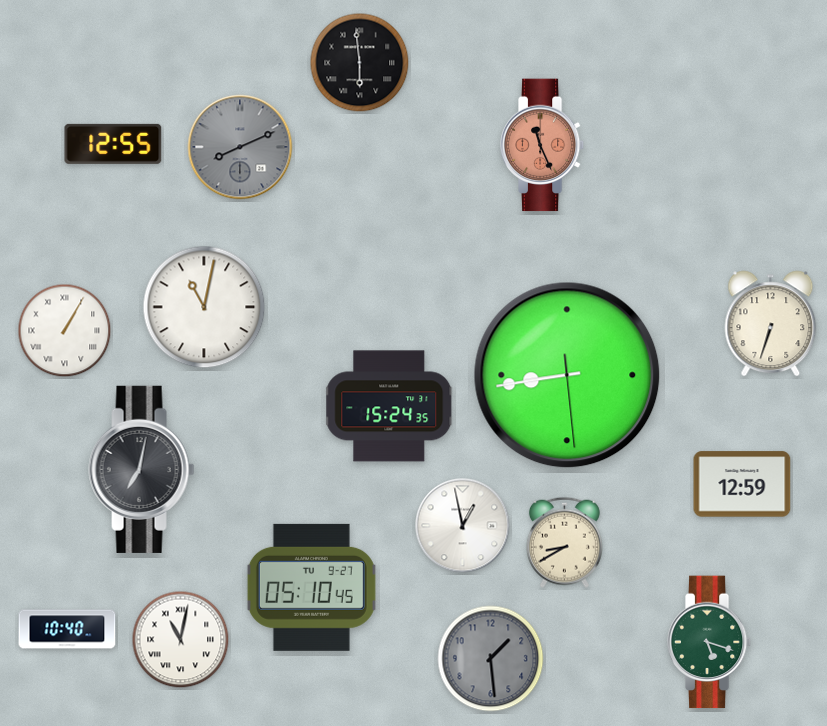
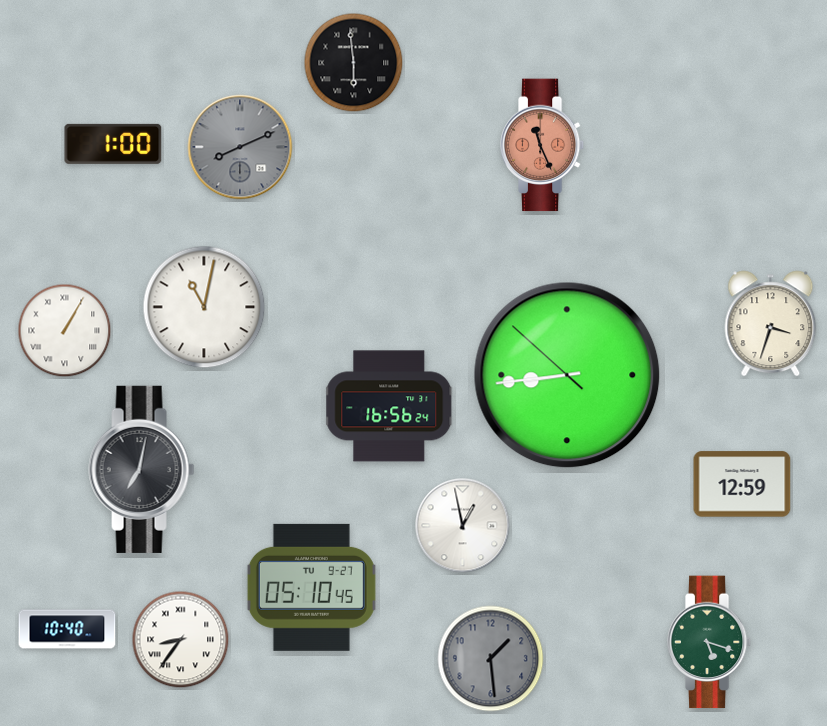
clock at (360, 63) position: (360, 63) -> (354, 63)
clock at (113, 144): 12:55 -> 1:00
clock at (771, 324): 6:33 -> 3:33
clock at (567, 375): 8:43:29 -> 8:43:52
clock at (390, 406): 15:24 -> 16:56
clock at (564, 542): 8:40 -> none
clock at (181, 640): 11:02 -> 8:36
